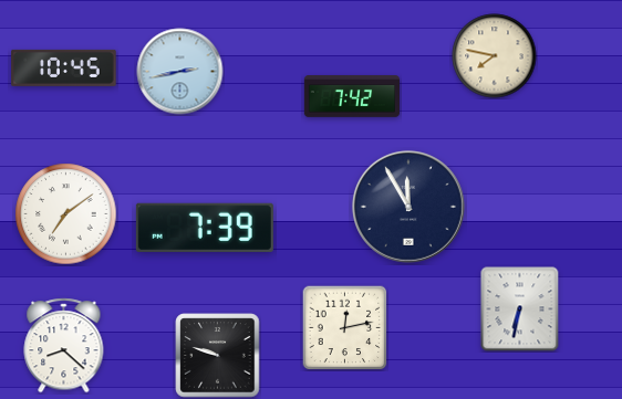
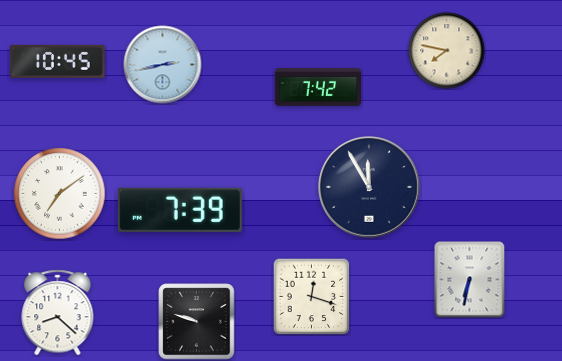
clock at (205, 228) position: (205, 228) -> (180, 210)
clock at (344, 327): 12:13 -> 12:18
